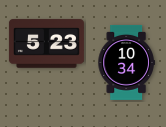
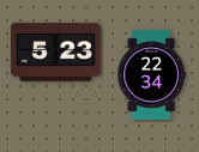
clock at (126, 62): 10:34 -> 22:34
